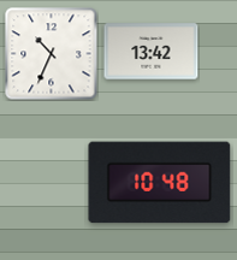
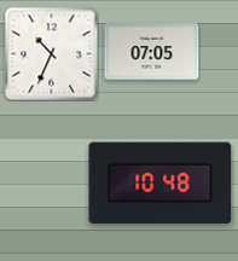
clock at (152, 52): 13:42 -> 07:05
